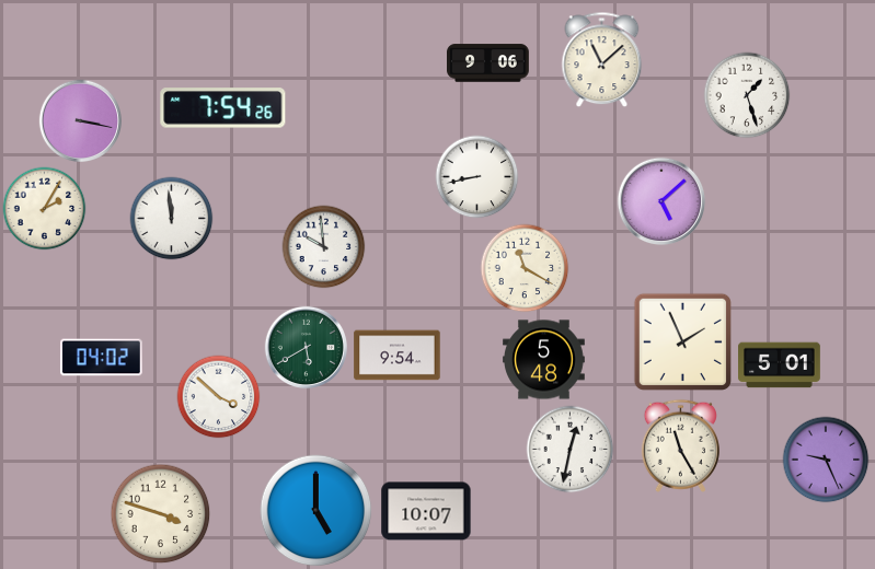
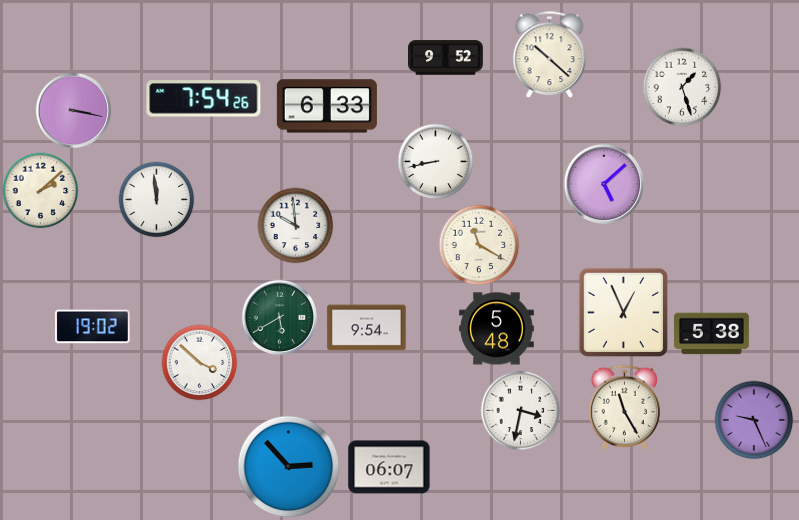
clock at (602, 60): 11:08 -> 10:22
clock at (488, 63): 9:06 -> 9:52
clock at (327, 106): none -> 6:33
clock at (45, 209): 2:05 -> 2:08
clock at (682, 341): 1:56 -> 12:56
clock at (398, 356) position: (398, 356) -> (367, 328)
clock at (101, 358): 04:02 -> 19:02
clock at (780, 365): 5:01 -> 5:38
clock at (680, 445) position: (680, 445) -> (624, 407)
clock at (571, 450): 12:32 -> 3:32
clock at (316, 511): 5:00 -> 2:53
clock at (426, 511): 10:07 -> 06:07
clock at (161, 514): 3:48 -> none
